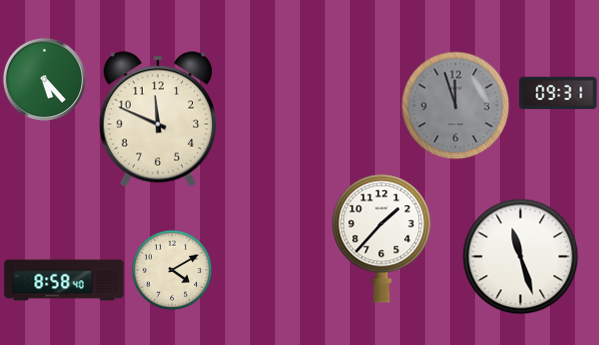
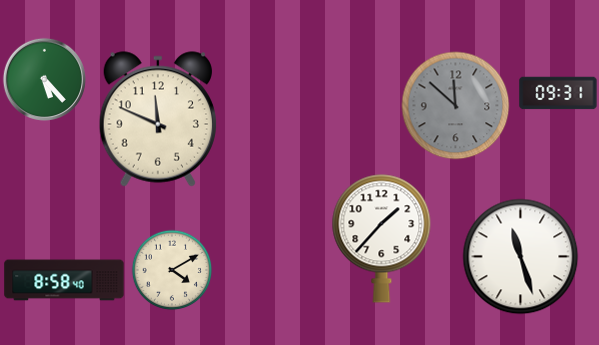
clock at (456, 106): 11:57 -> 11:52
